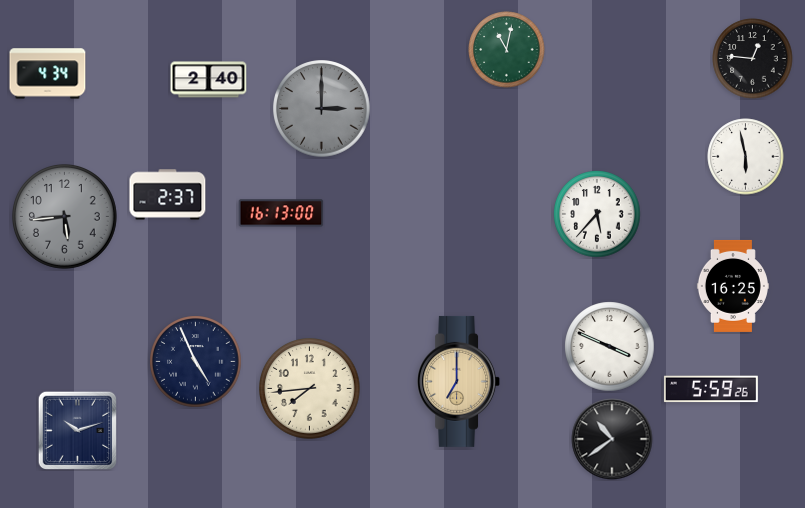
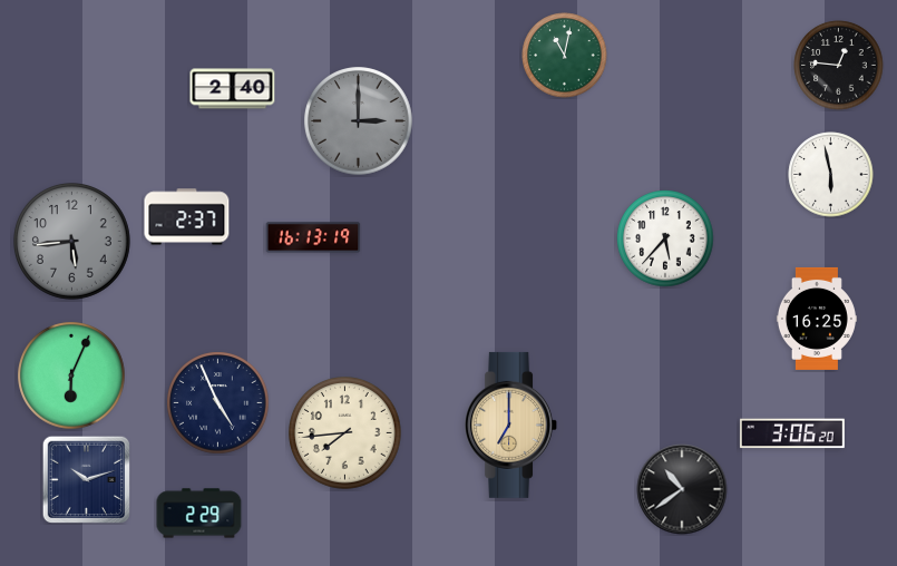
clock at (48, 74): 4:34 -> none
clock at (281, 213): 16:13:00 -> 16:13:19
clock at (71, 375): none -> 6:04
clock at (610, 347): 3:49 -> none
clock at (711, 389): 5:59 -> 3:06
clock at (199, 514): none -> 2:29
